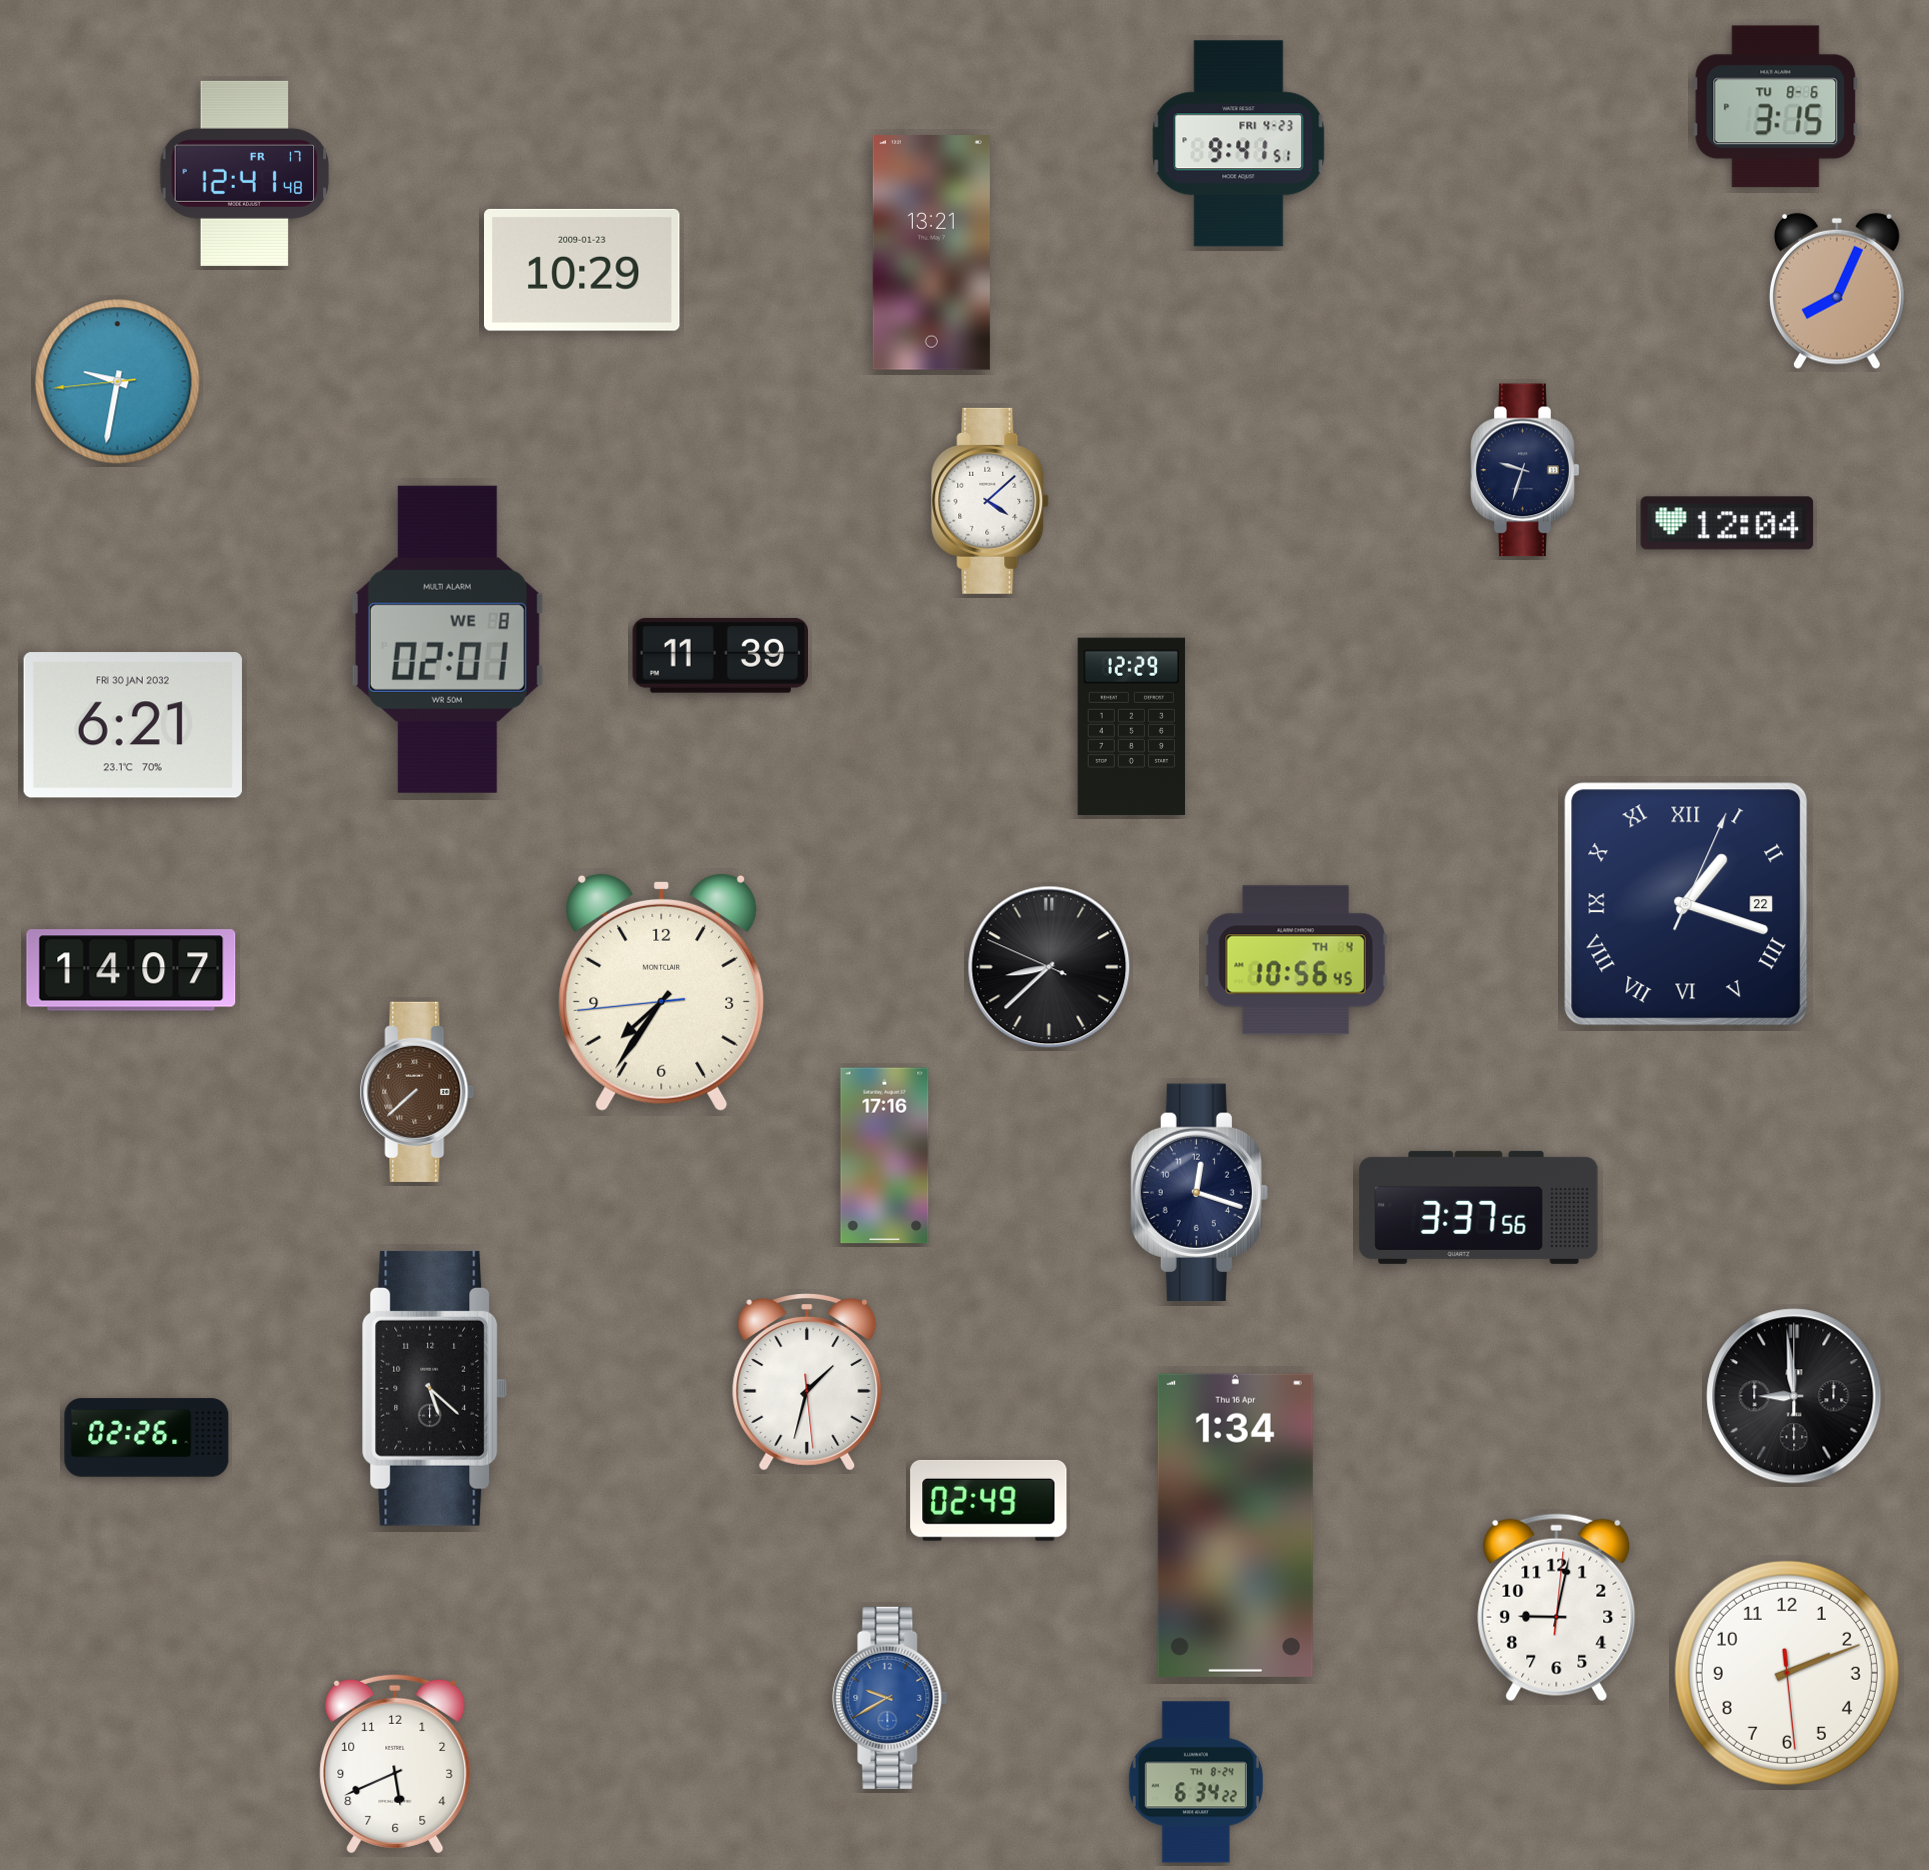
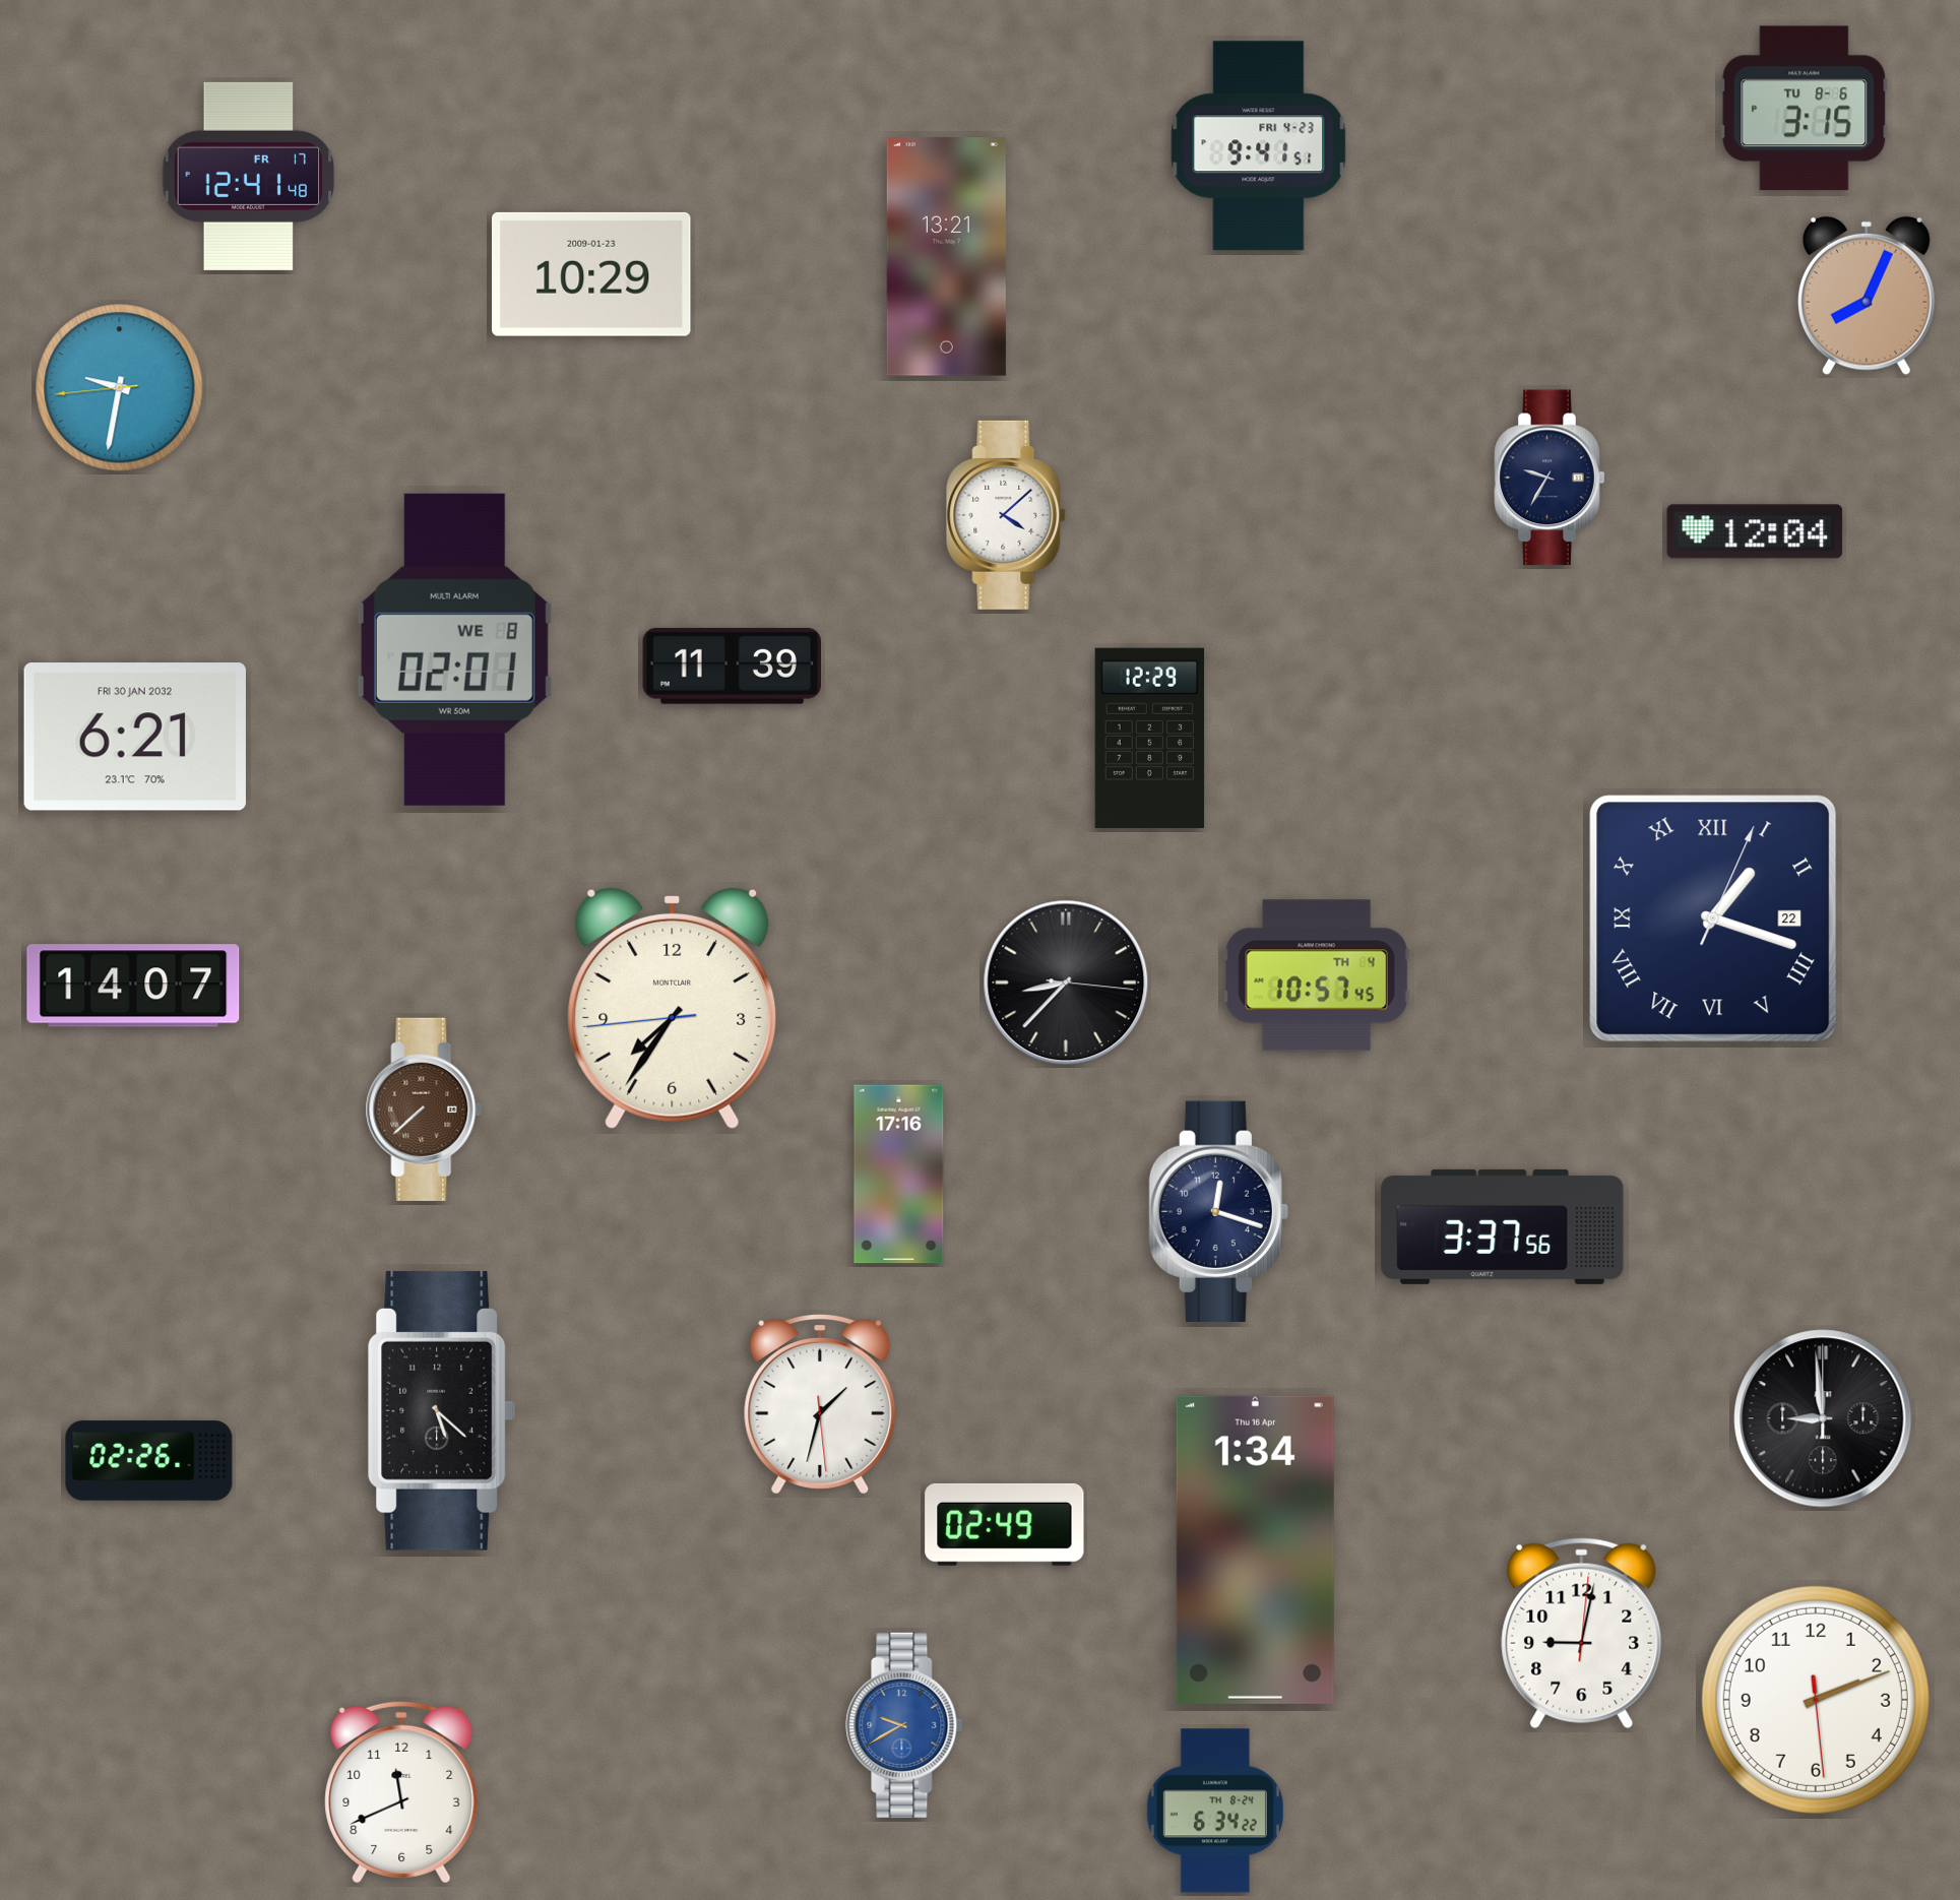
clock at (1525, 470): 9:33 -> 9:35
clock at (991, 501) position: (991, 501) -> (1007, 515)
clock at (1296, 960): 10:56 -> 10:57
clock at (1049, 967): 8:37:49 -> 8:37:16
clock at (395, 1764): 5:41 -> 11:41
